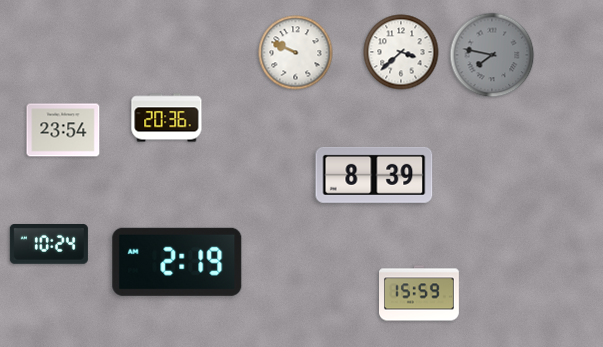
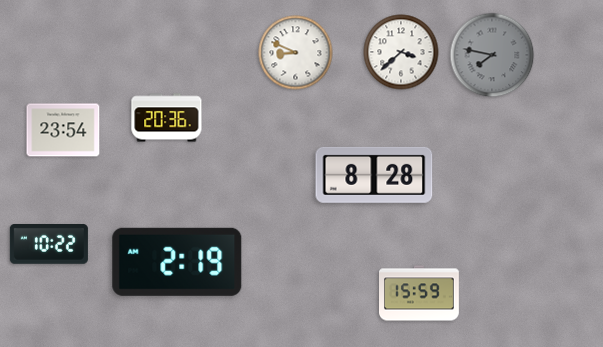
clock at (296, 53): 9:49 -> 8:49
clock at (374, 175): 8:39 -> 8:28
clock at (49, 245): 10:24 -> 10:22
